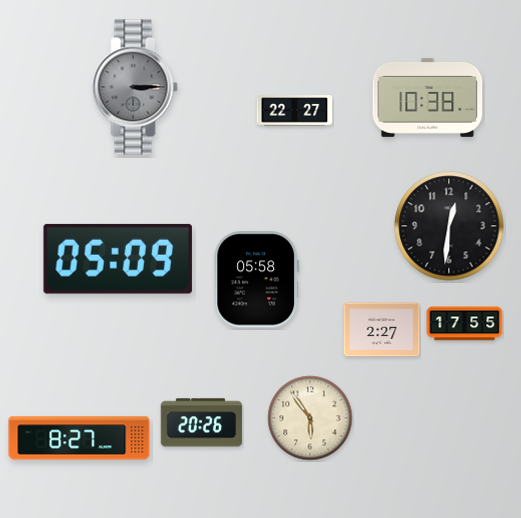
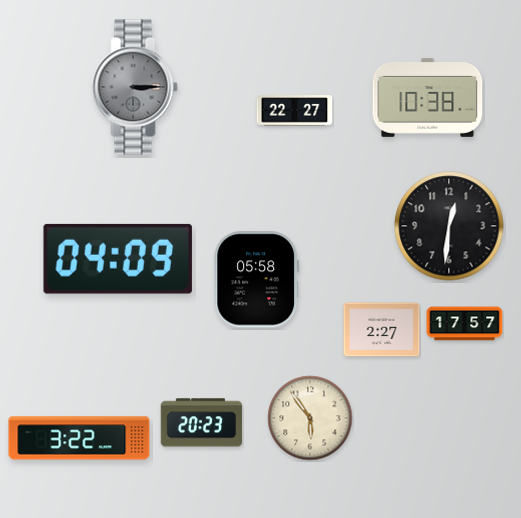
clock at (118, 259): 05:09 -> 04:09
clock at (465, 324): 17:55 -> 17:57
clock at (202, 423): 20:26 -> 20:23
clock at (79, 438): 8:27 -> 3:22
